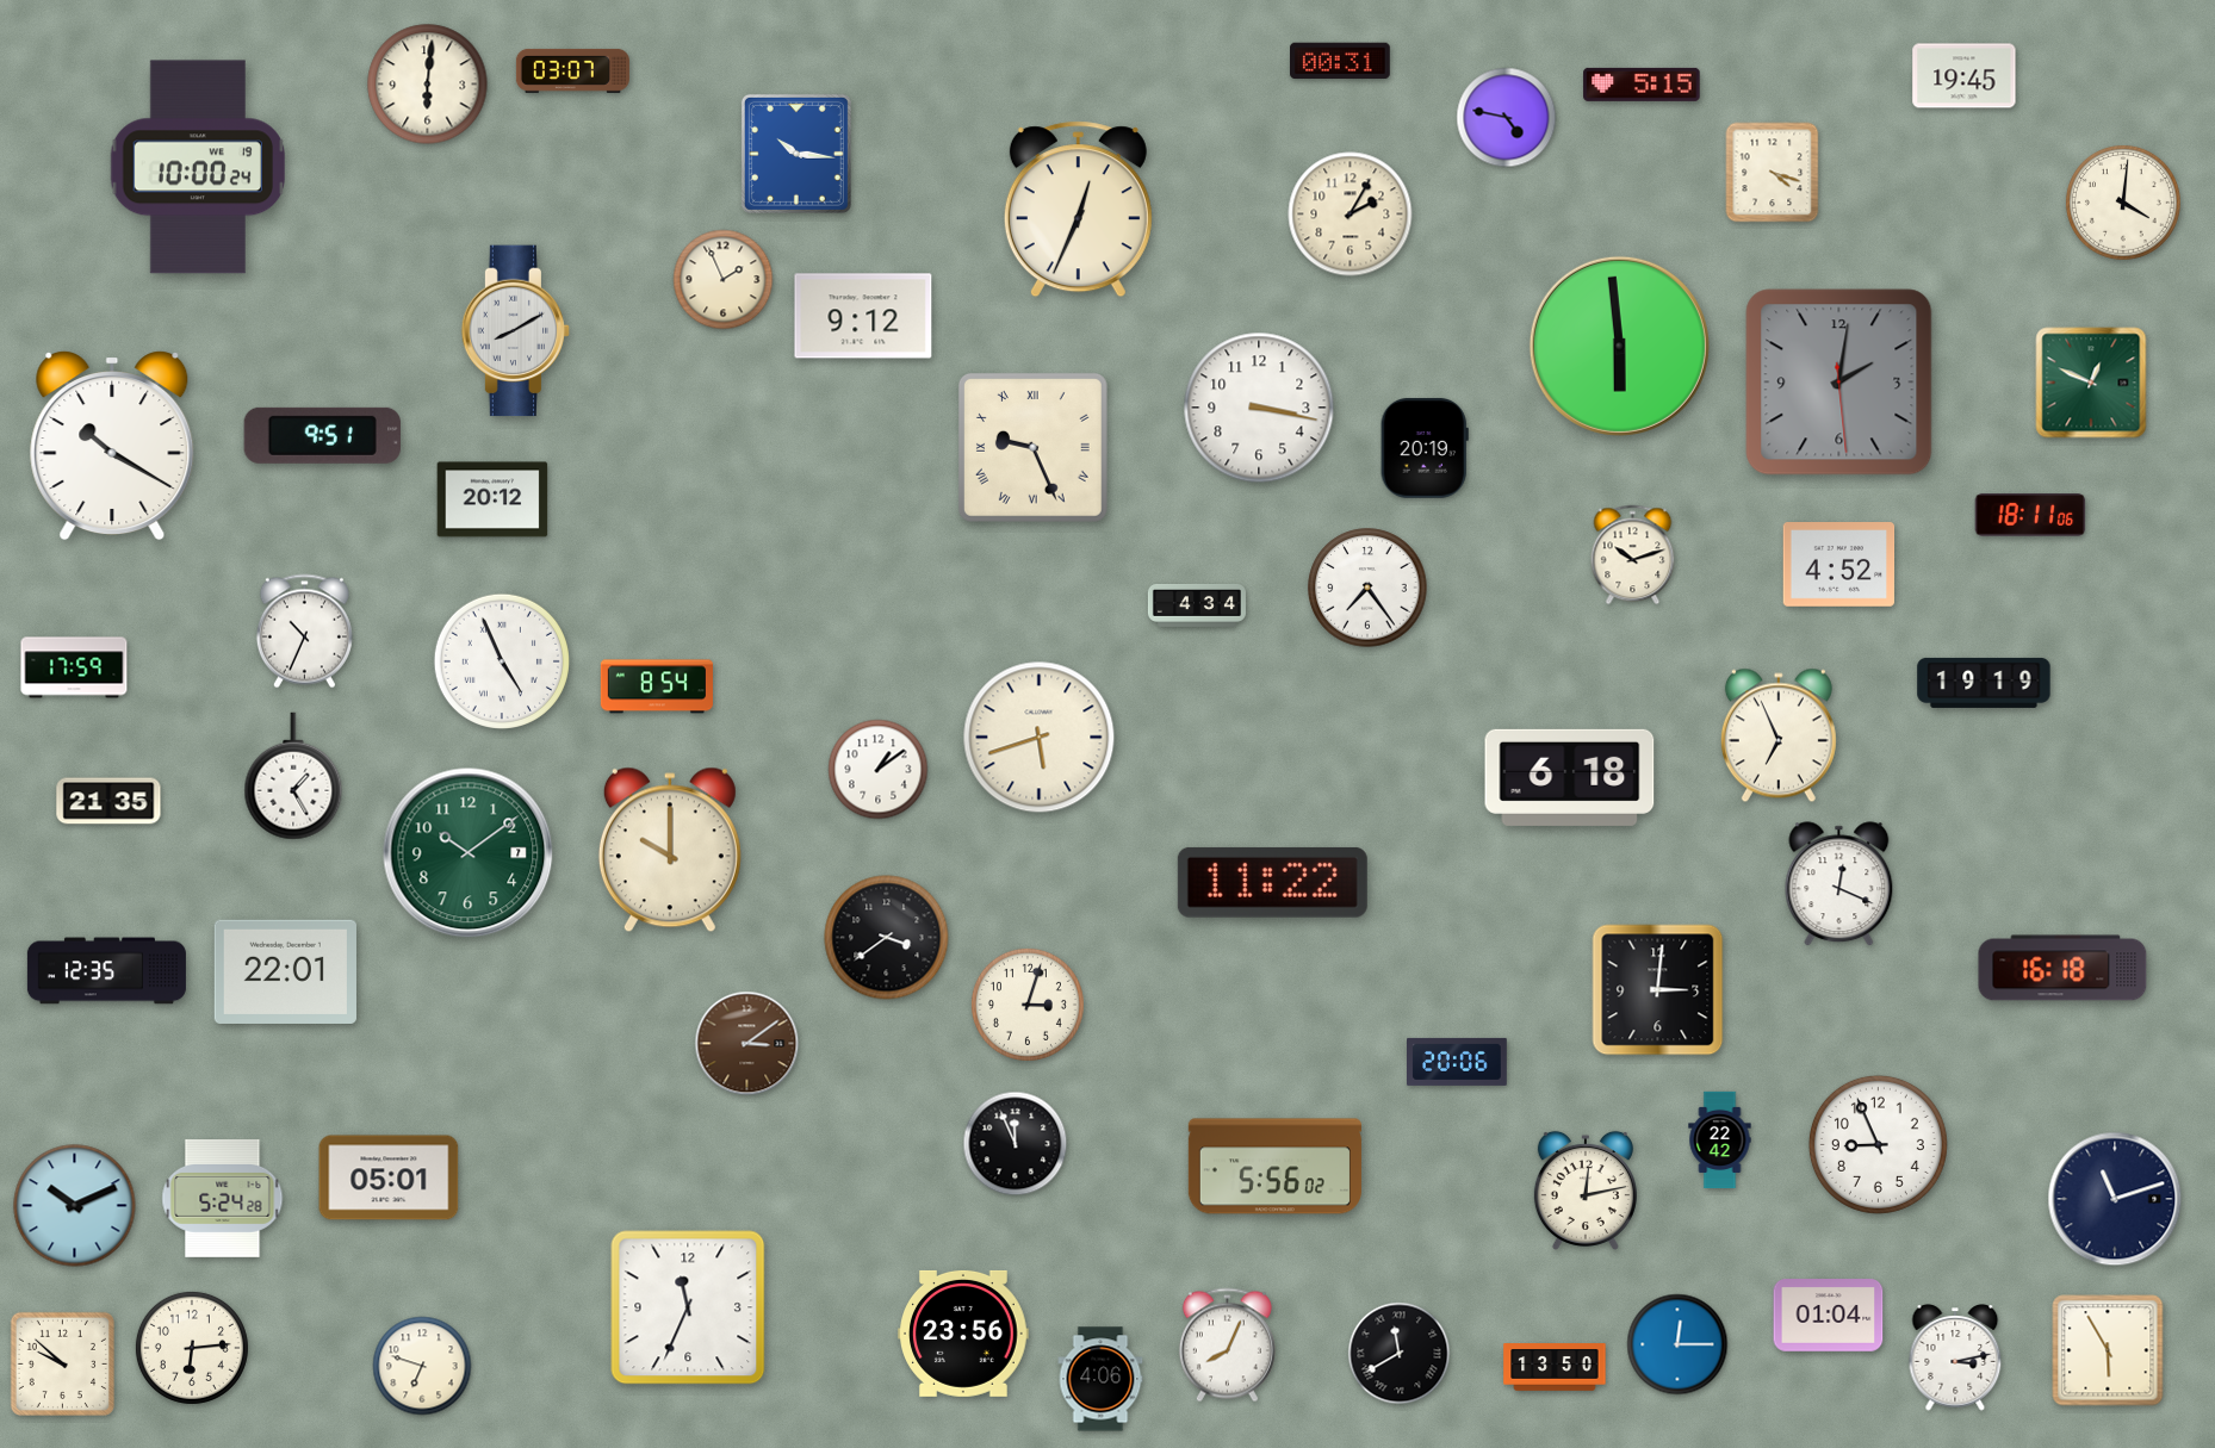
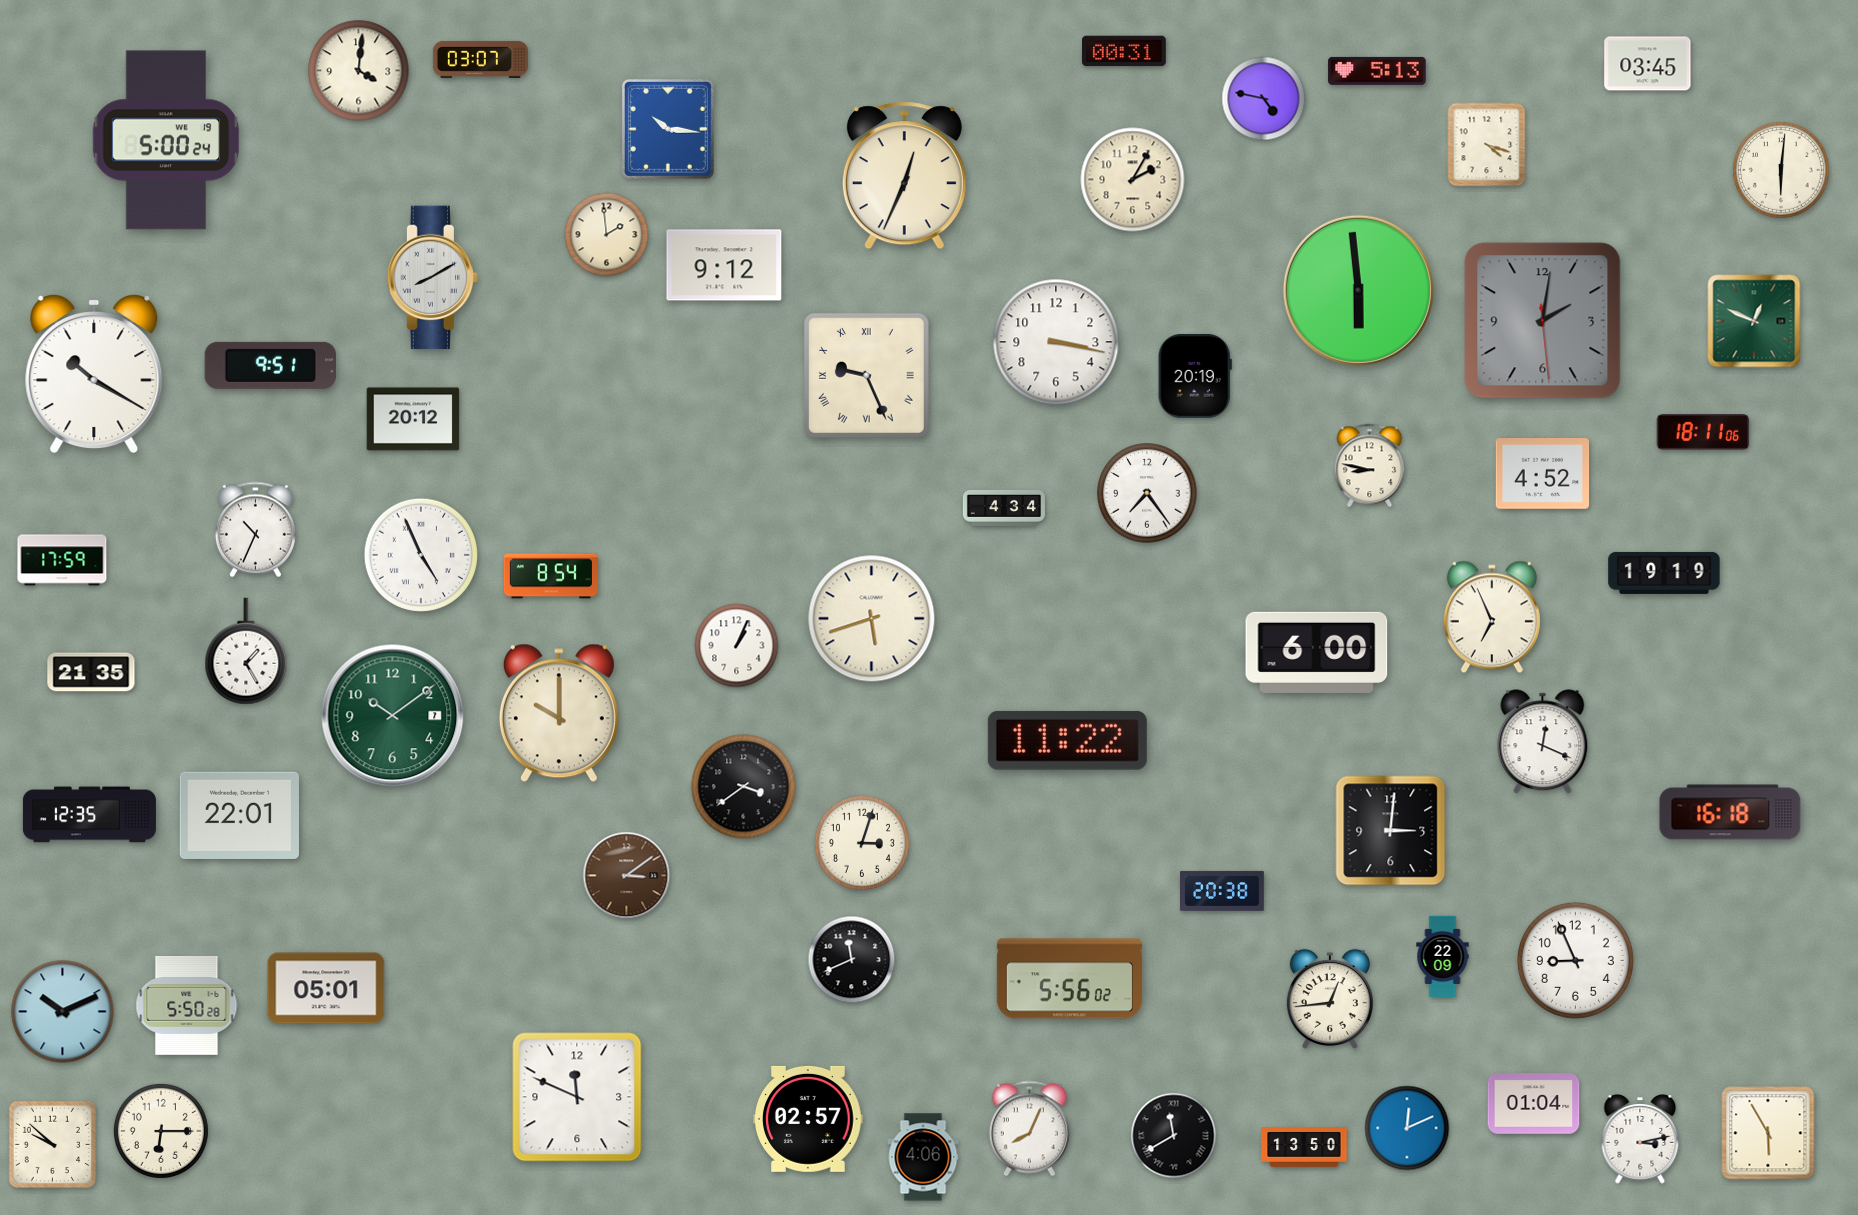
clock at (1965, 76): 19:45 -> 03:45
clock at (428, 85): 6:01 -> 4:01
clock at (1642, 85): 5:15 -> 5:13
clock at (198, 167): 10:00 -> 5:00
clock at (2123, 203): 4:01 -> 6:01
clock at (724, 280): 1:56 -> 1:59
clock at (1633, 555): 10:12 -> 8:47
clock at (879, 770): 1:09 -> 1:04
clock at (1570, 777): 6:18 -> 6:00
clock at (670, 850) position: (670, 850) -> (559, 713)
clock at (1458, 1062): 20:06 -> 20:38
clock at (1720, 1141): 22:42 -> 22:09
clock at (1016, 1144): 11:56 -> 11:41
clock at (1586, 1191): 12:13 -> 12:44
clock at (223, 1198): 5:24 -> 5:50
clock at (2115, 1199): 11:12 -> none
clock at (688, 1307): 11:34 -> 11:49
clock at (963, 1334): 23:56 -> 02:57
clock at (1677, 1344): 12:15 -> 12:11
clock at (192, 1348): 6:14 -> 6:15
clock at (422, 1366): 6:48 -> none
